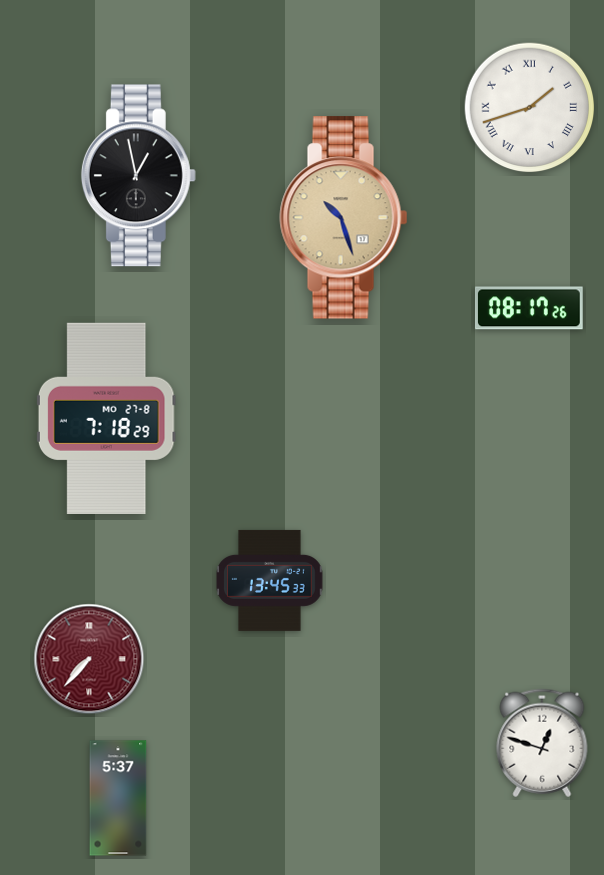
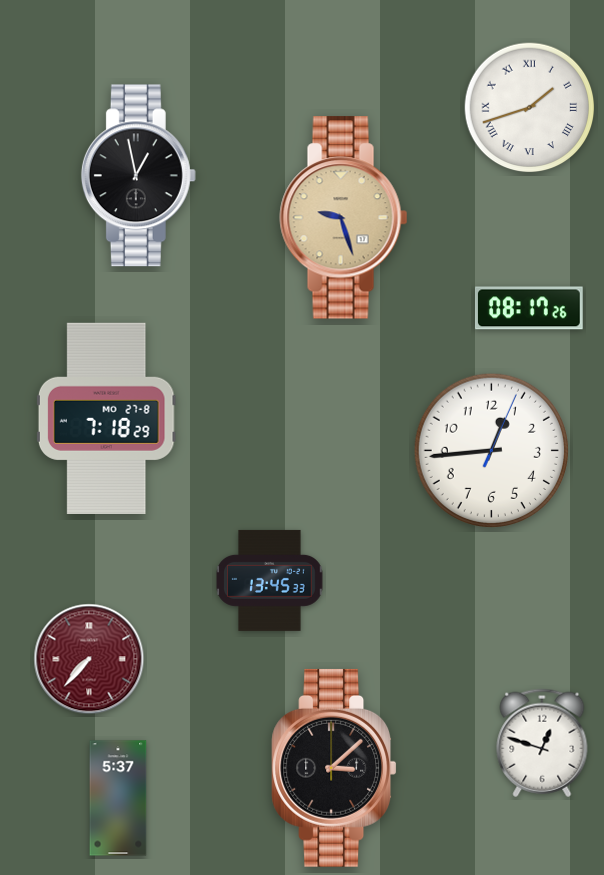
clock at (344, 218): 10:27 -> 9:27
clock at (491, 450): none -> 12:44
clock at (334, 768): none -> 3:08
